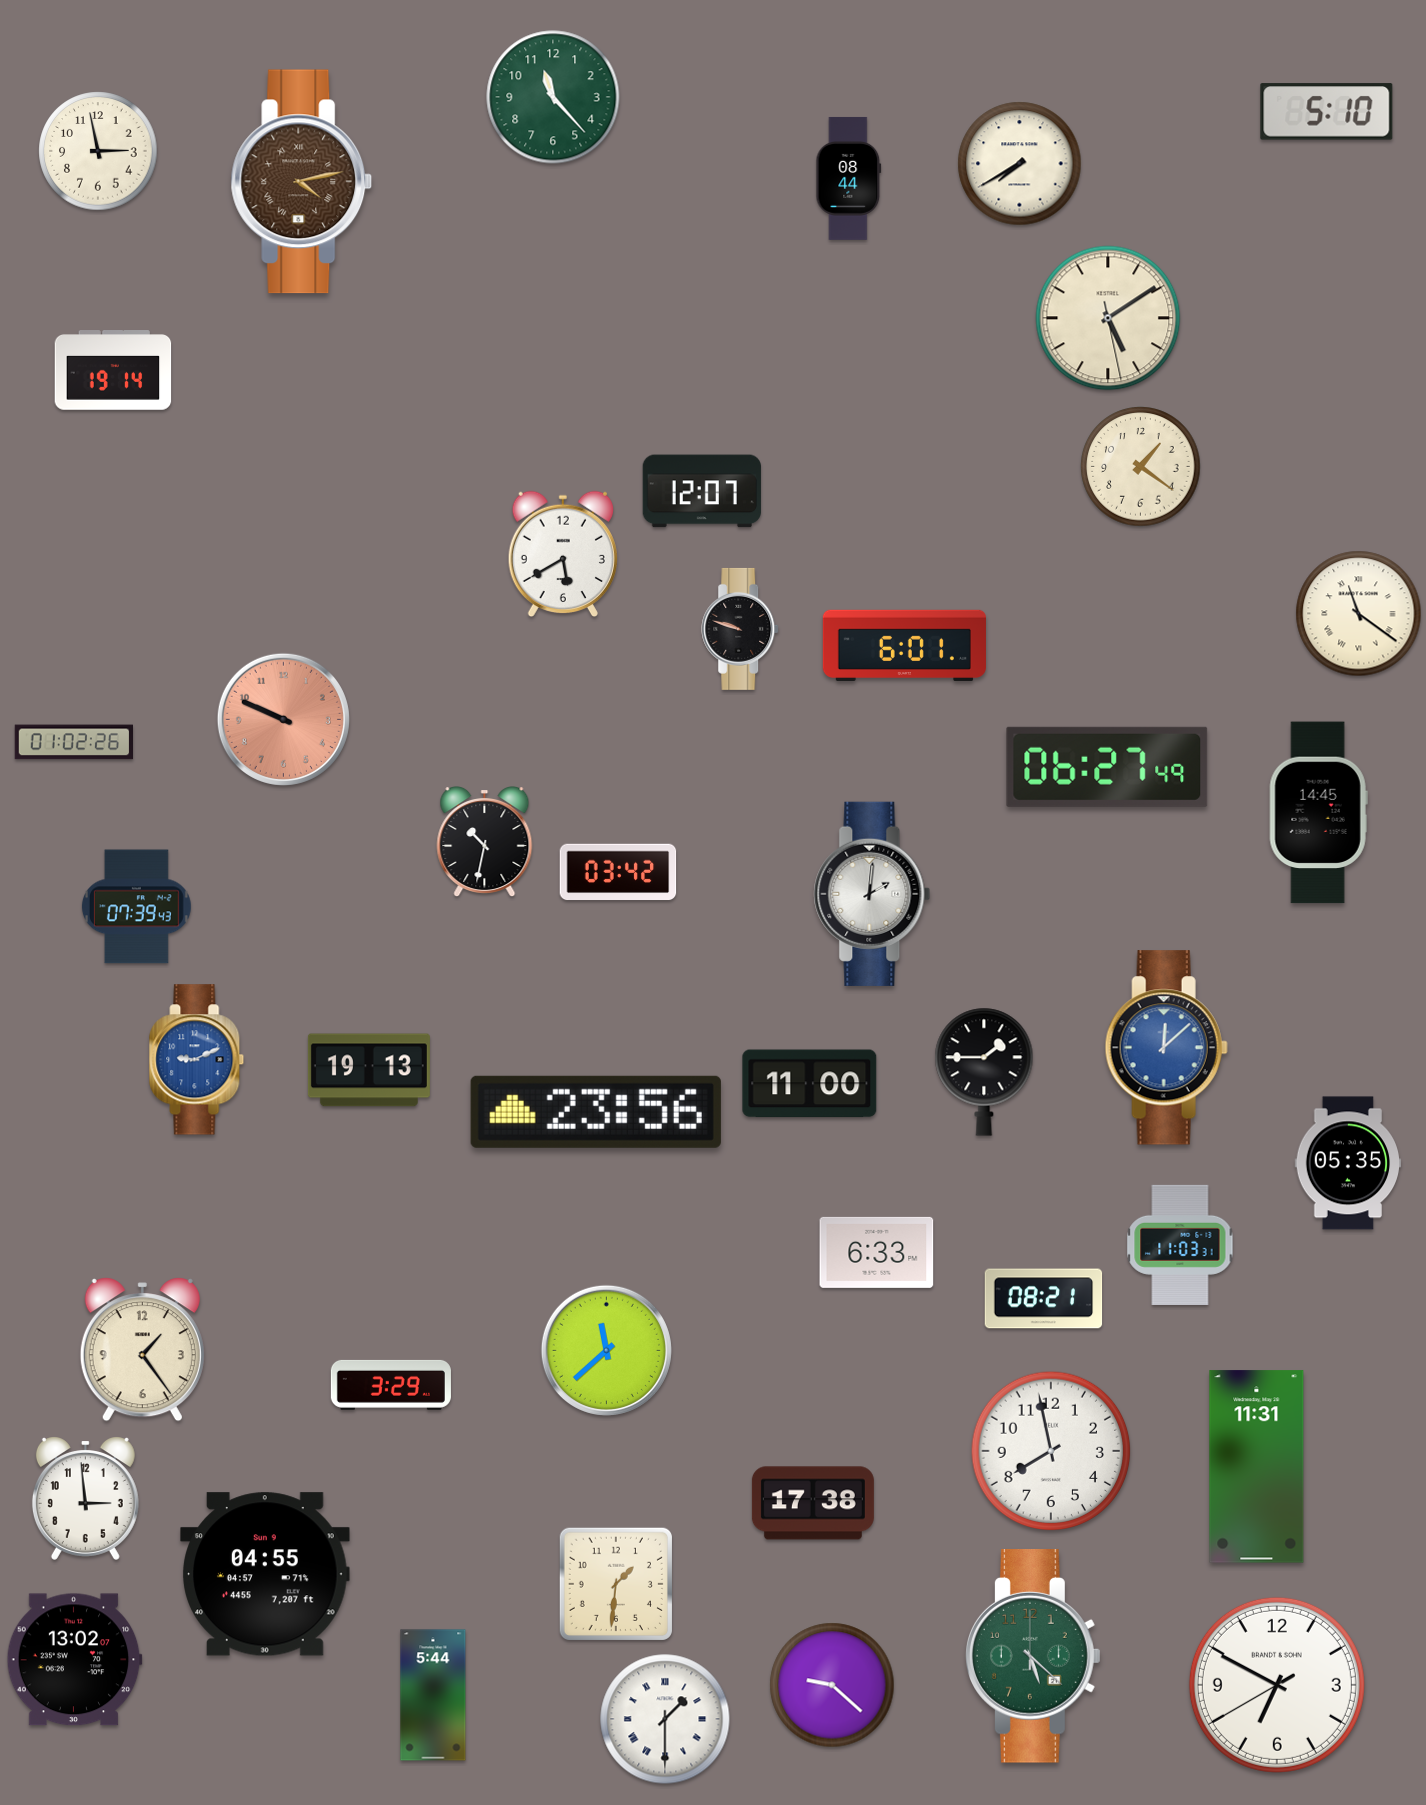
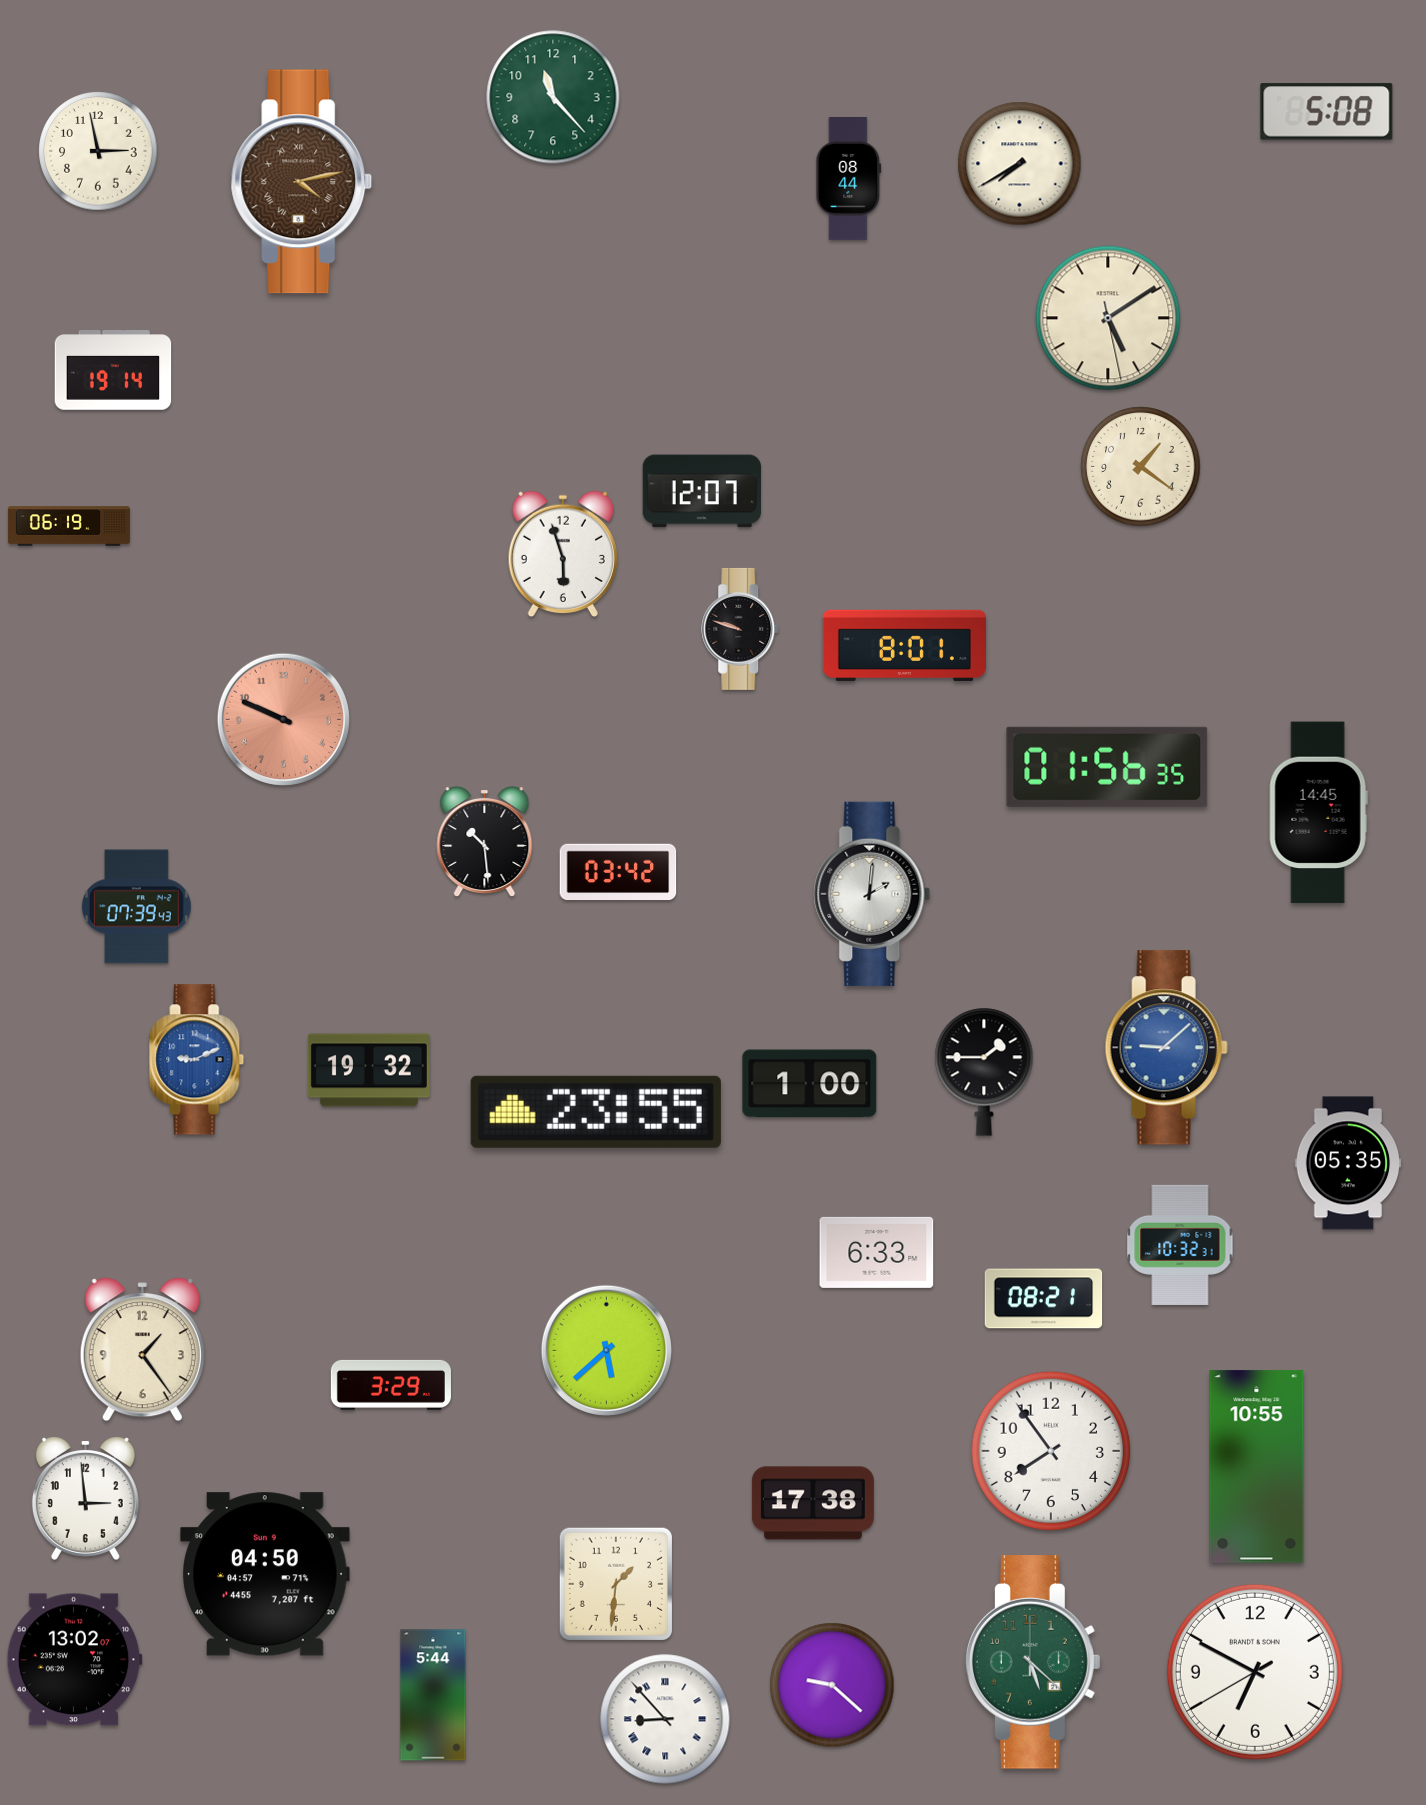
clock at (1327, 112): 5:10 -> 5:08
clock at (69, 526): none -> 06:19
clock at (562, 554): 5:40 -> 5:57
clock at (1359, 614): 11:21 -> none
clock at (904, 645): 6:01 -> 8:01
clock at (73, 742): 01:02 -> none
clock at (1107, 767): 06:27 -> 01:56
clock at (485, 842): 10:32 -> 10:29
clock at (1166, 1048): 12:08 -> 9:08
clock at (369, 1070): 19:13 -> 19:32
clock at (810, 1084): 11:00 -> 1:00
clock at (596, 1112): 23:56 -> 23:55
clock at (1180, 1245): 11:03 -> 10:32
clock at (606, 1350): 11:38 -> 5:38
clock at (1051, 1451): 7:58 -> 7:54
clock at (1257, 1467): 11:31 -> 10:55
clock at (265, 1574): 04:55 -> 04:50
clock at (1034, 1657) position: (1034, 1657) -> (1034, 1663)
clock at (1277, 1685) position: (1277, 1685) -> (1255, 1672)
clock at (665, 1719): 1:30 -> 8:53
